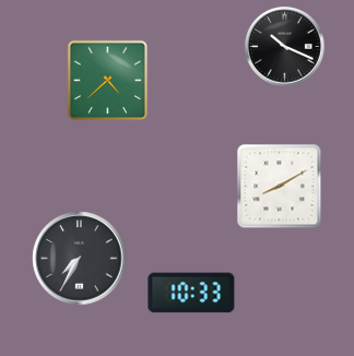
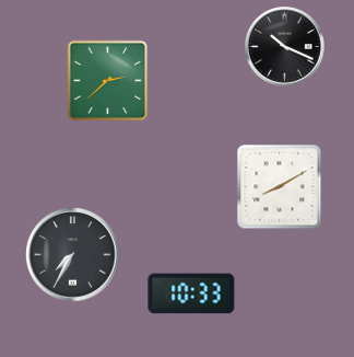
clock at (108, 81): 4:38 -> 2:38
clock at (80, 259) position: (80, 259) -> (73, 255)
